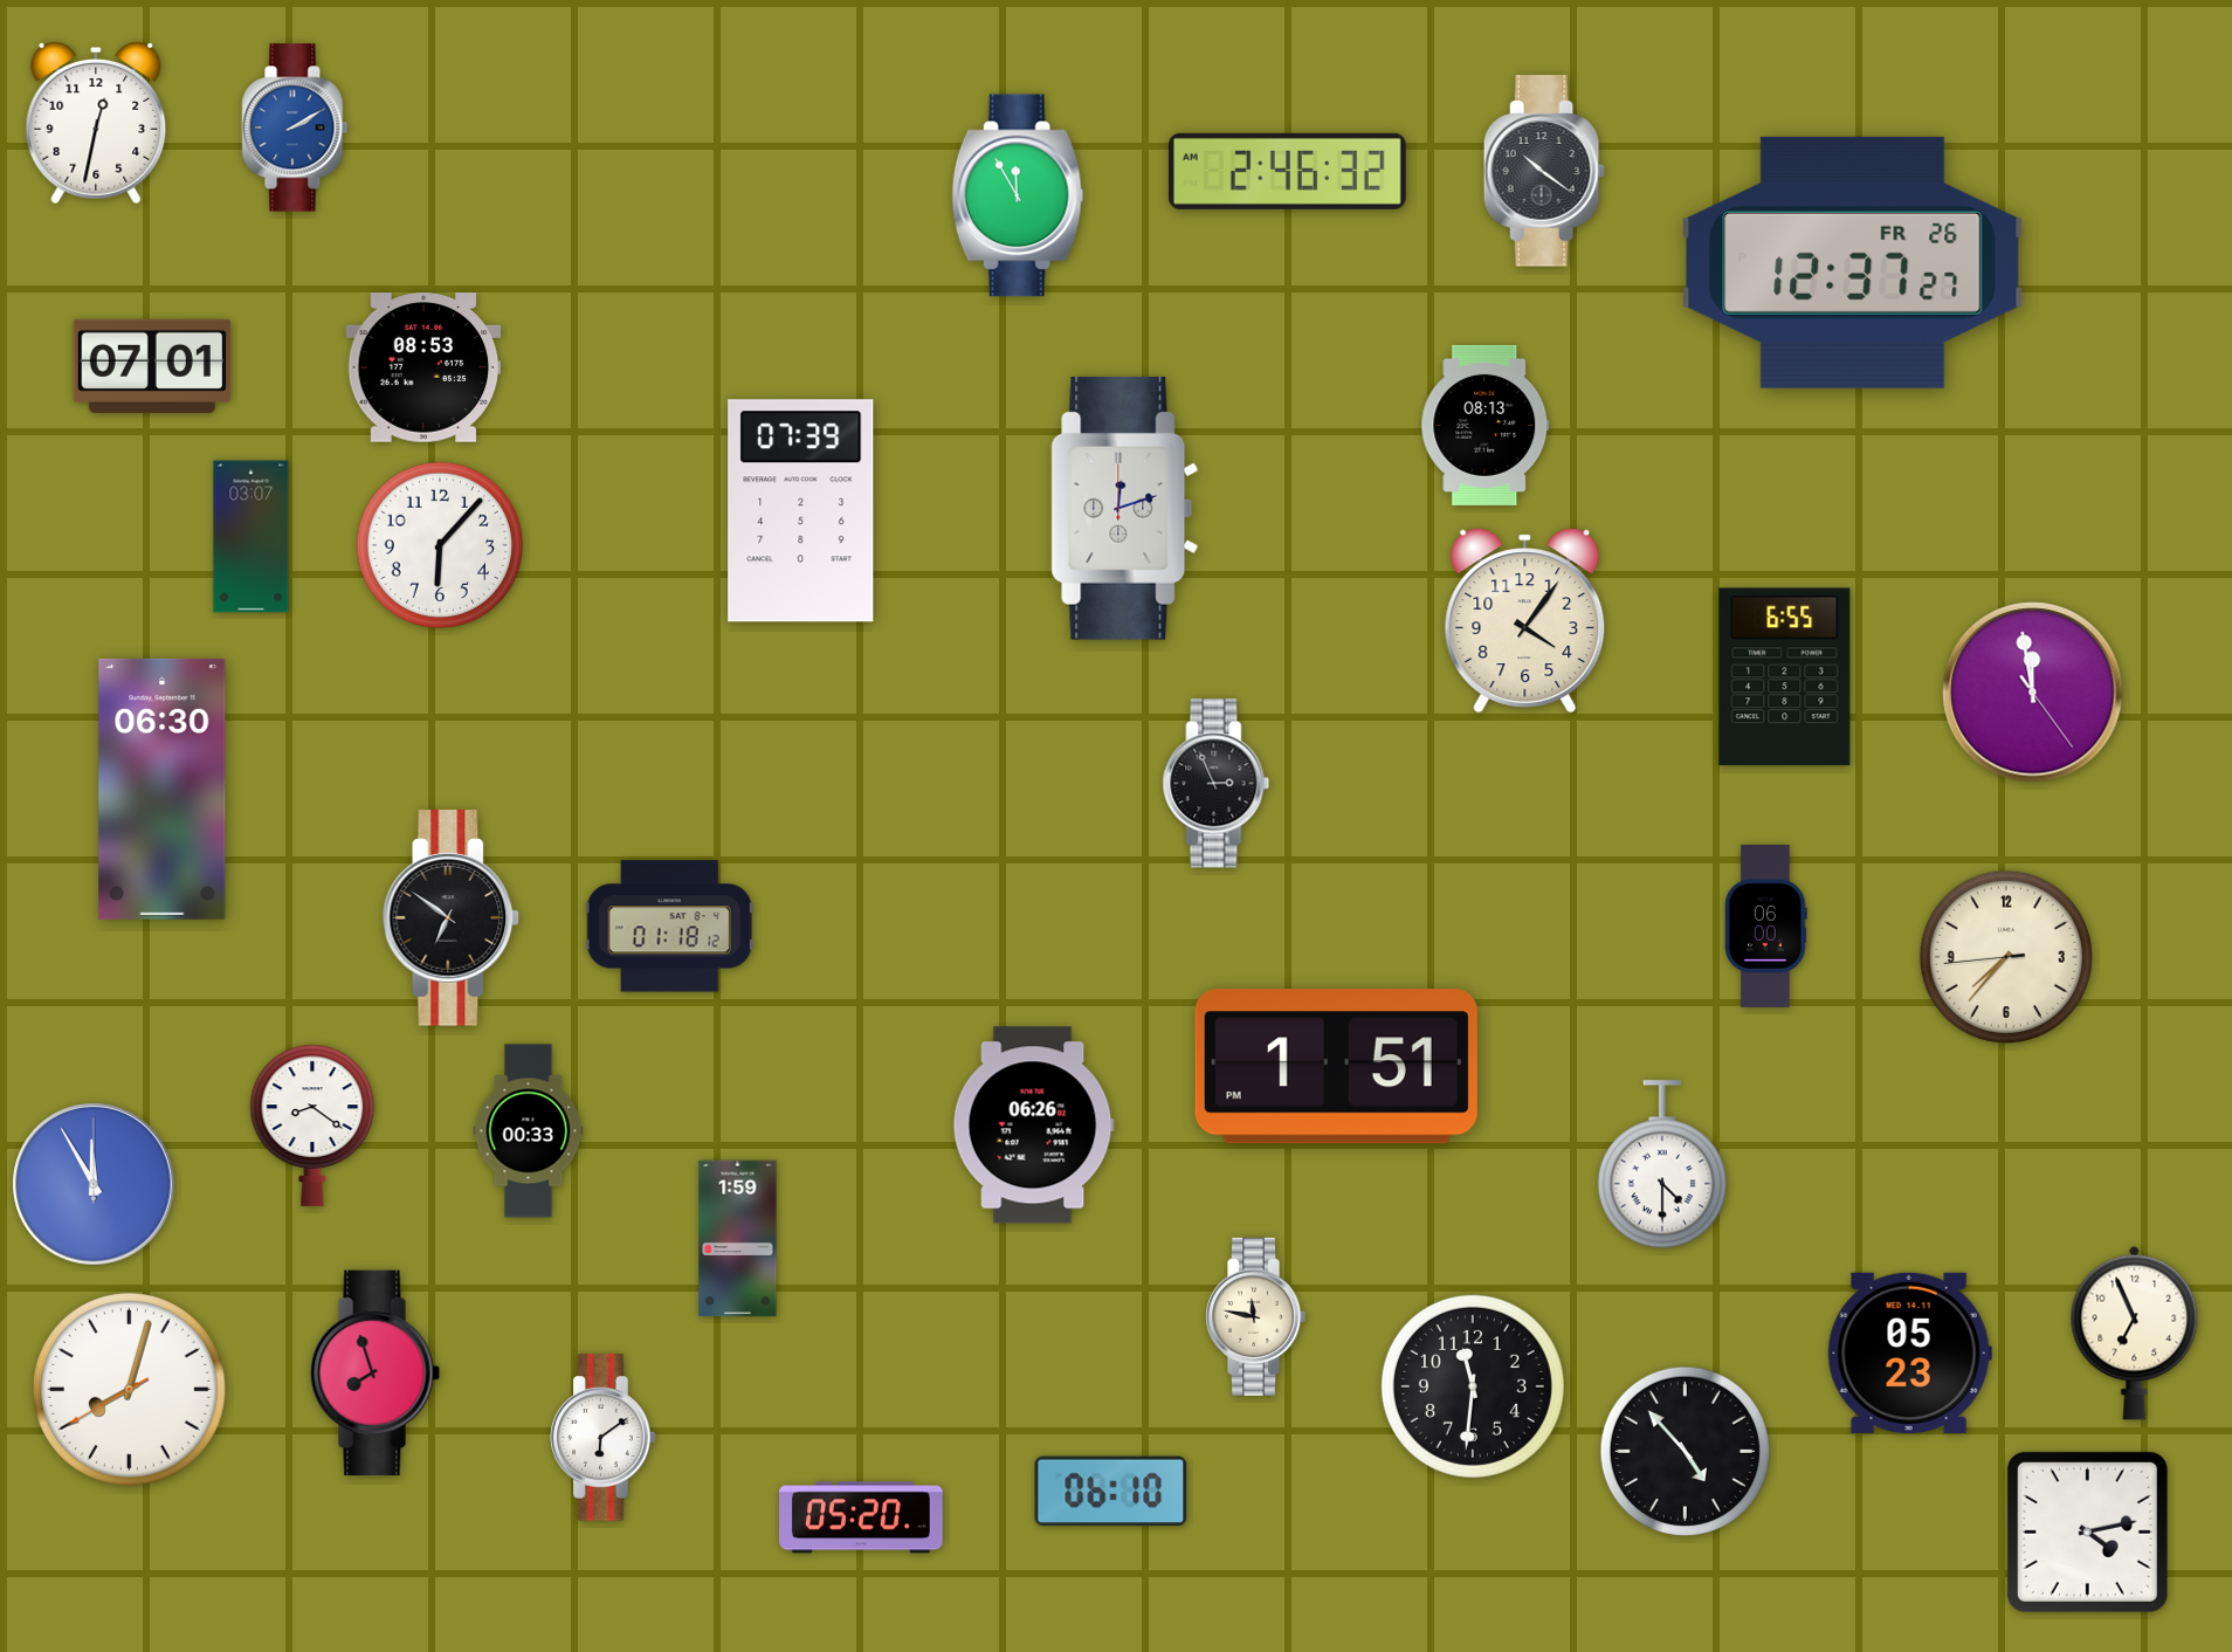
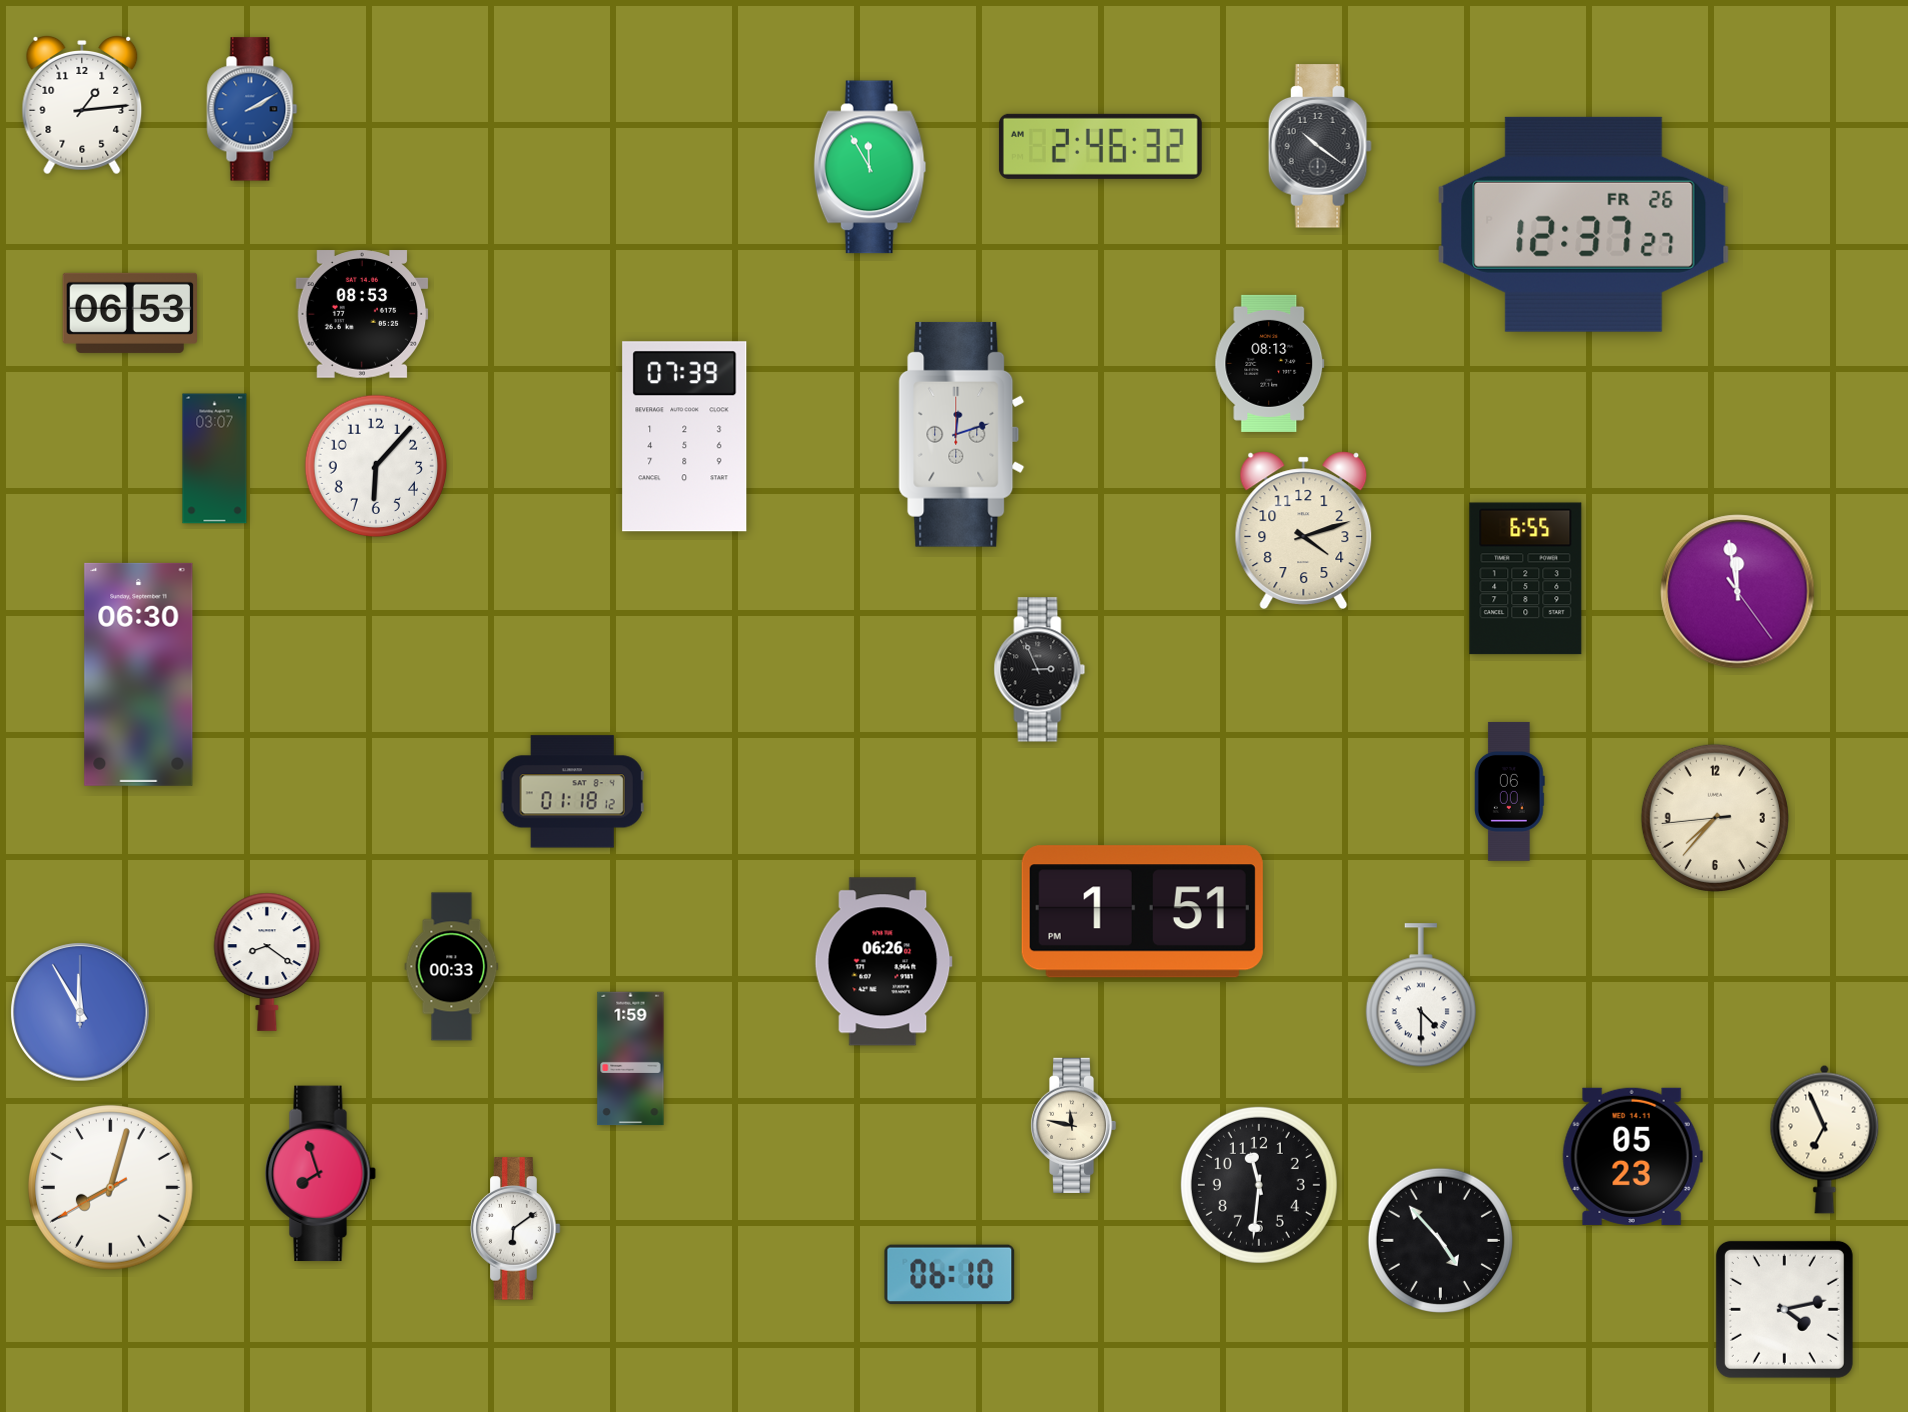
clock at (96, 124): 12:32 -> 1:14
clock at (151, 366): 07:01 -> 06:53
clock at (1525, 620): 4:06 -> 4:12
clock at (452, 918): 6:51 -> none
clock at (862, 1517): 05:20 -> none
